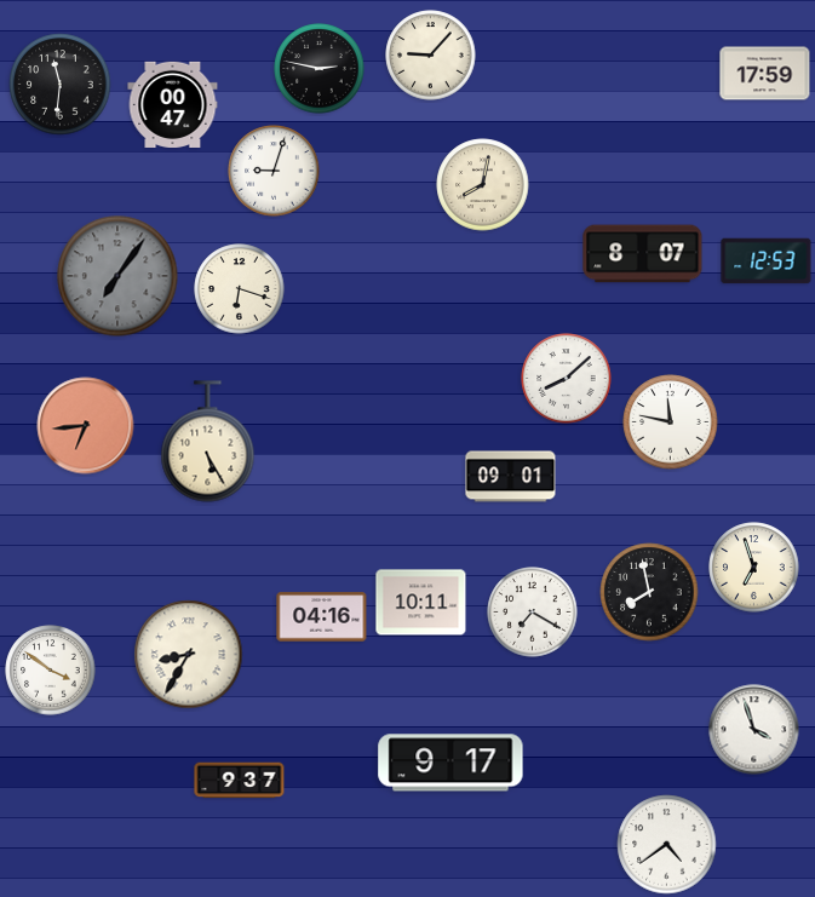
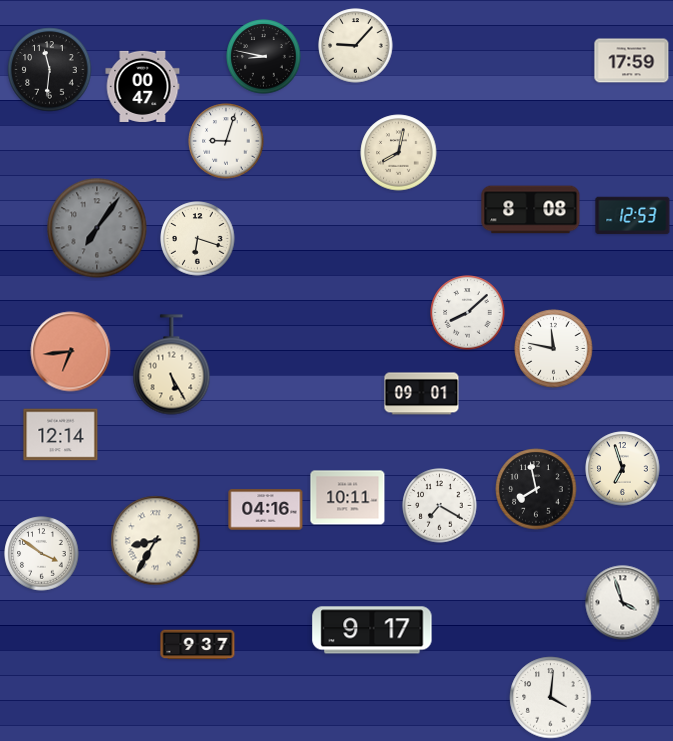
clock at (320, 69): 2:47 -> 8:47
clock at (643, 254): 8:07 -> 8:08
clock at (61, 435): none -> 12:14
clock at (667, 845): 4:39 -> 4:01
